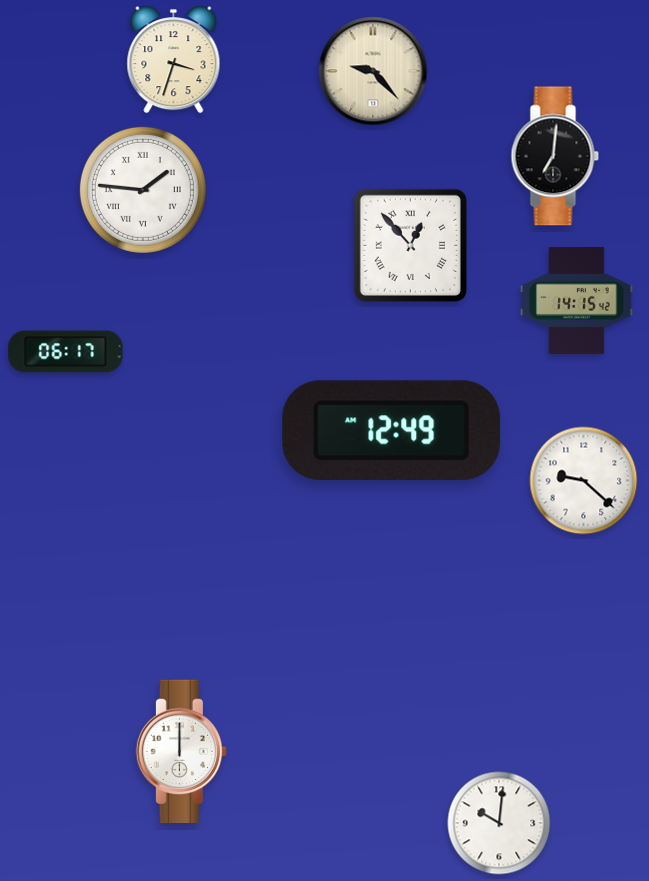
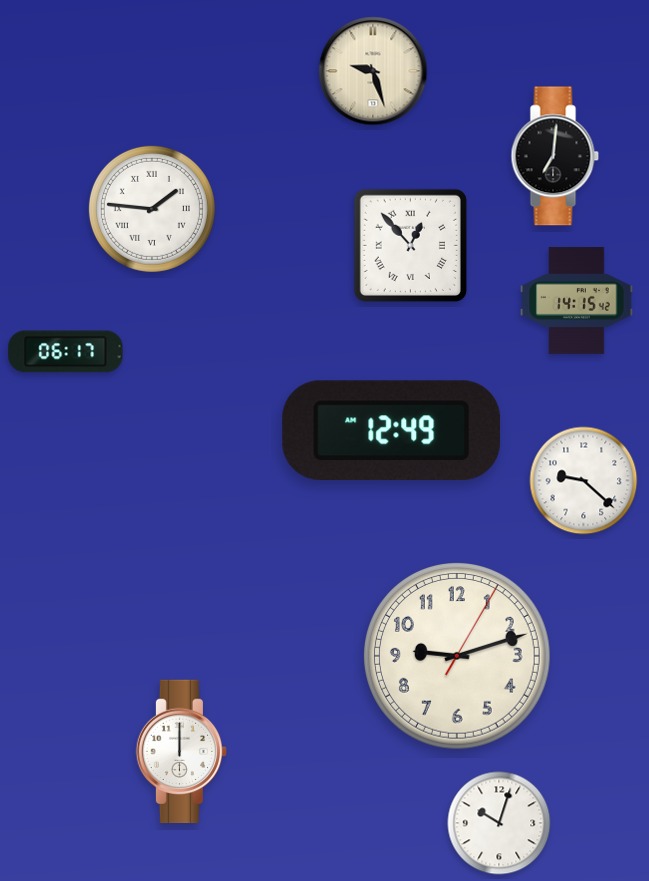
clock at (174, 60): 3:33 -> none
clock at (373, 71): 9:23 -> 9:27
clock at (143, 190) position: (143, 190) -> (152, 209)
clock at (458, 657): none -> 9:12
clock at (499, 823): 10:01 -> 10:03
